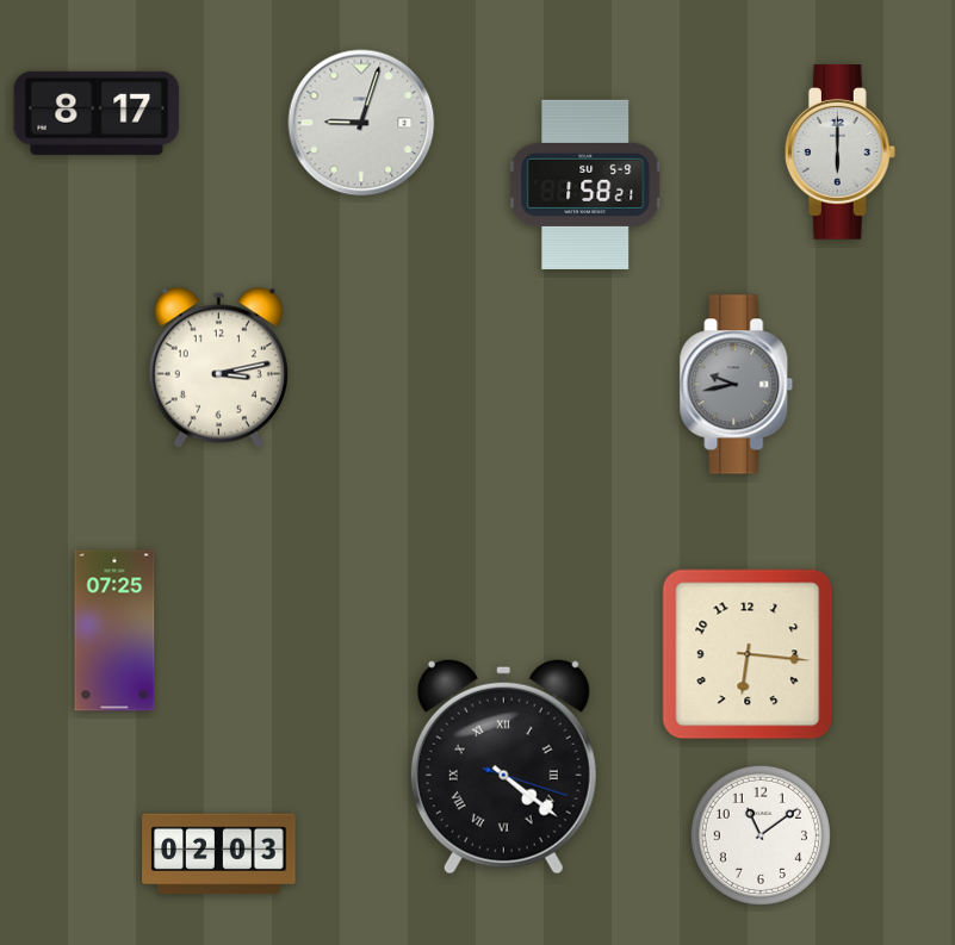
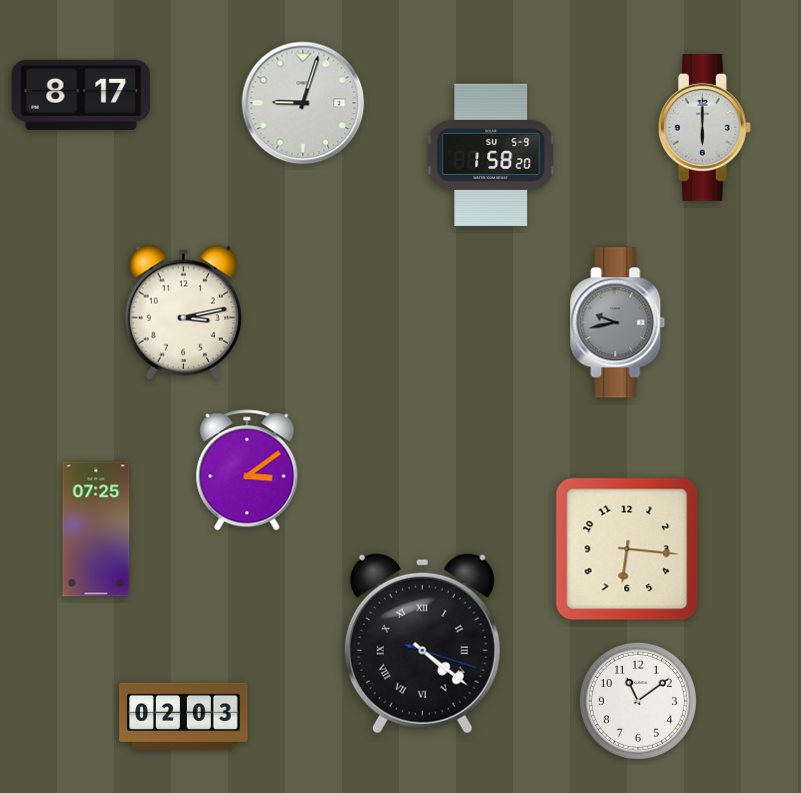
clock at (585, 185): 1:58:21 -> 1:58:20
clock at (218, 367) position: (218, 367) -> (183, 312)
clock at (247, 470): none -> 3:09
